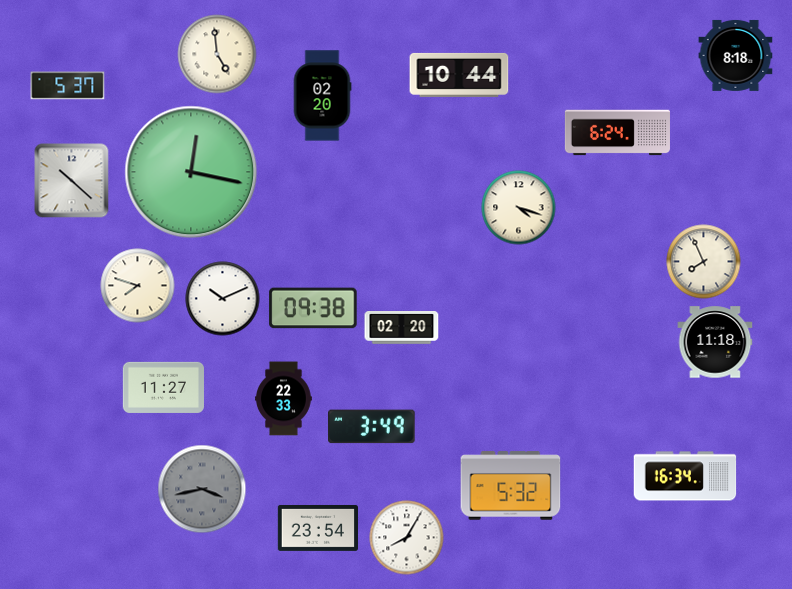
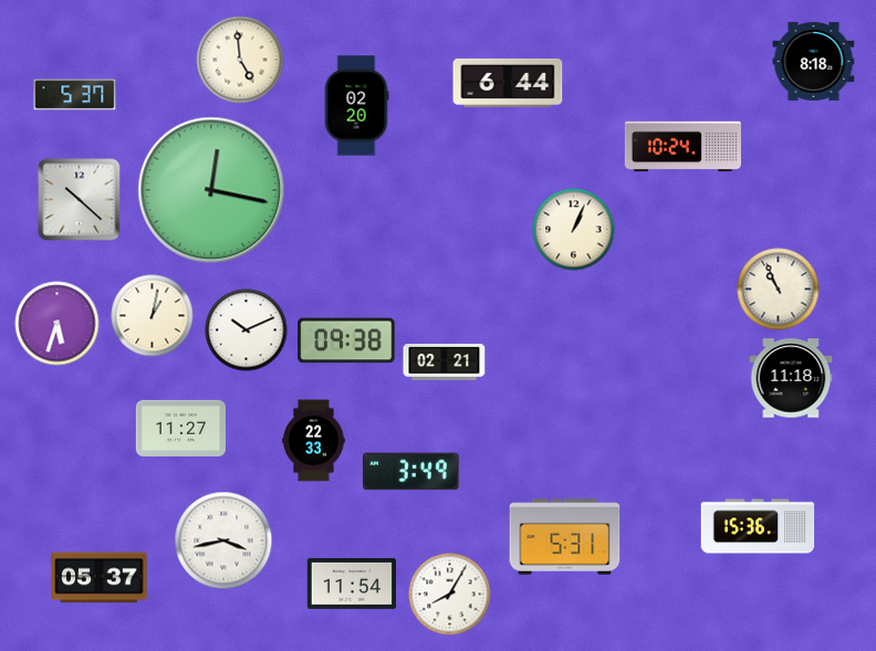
clock at (459, 75): 10:44 -> 6:44
clock at (617, 133): 6:24 -> 10:24
clock at (519, 208): 4:18 -> 1:04
clock at (704, 262): 7:56 -> 10:56
clock at (138, 286): 7:48 -> 1:02
clock at (58, 324): none -> 5:33
clock at (402, 328): 02:20 -> 02:21
clock at (685, 476): 16:34 -> 15:36
clock at (511, 486): 5:32 -> 5:31
clock at (202, 489) dial: grey -> white
clock at (100, 578): none -> 05:37
clock at (318, 528): 23:54 -> 11:54
